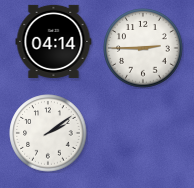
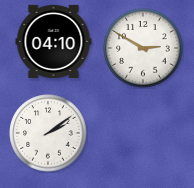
clock at (54, 41): 04:14 -> 04:10
clock at (143, 48): 2:45 -> 2:50
